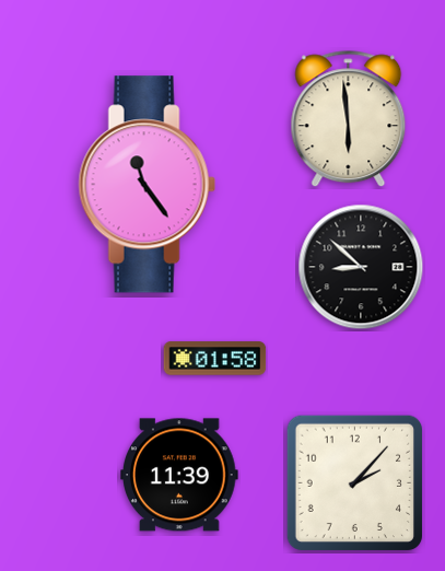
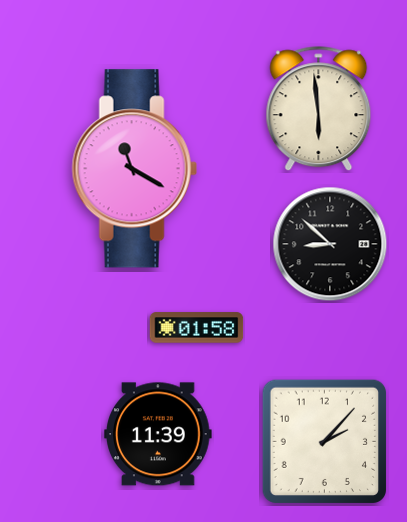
clock at (147, 185): 11:24 -> 11:20
clock at (180, 475) position: (180, 475) -> (159, 434)
